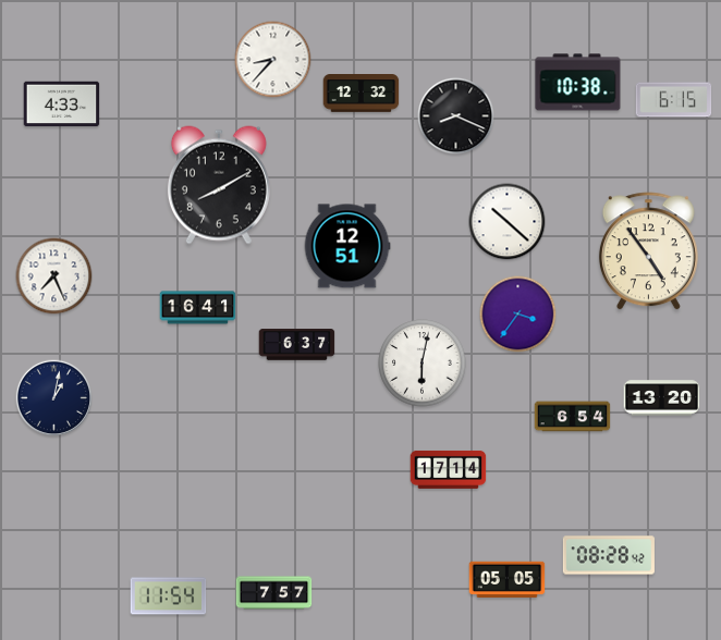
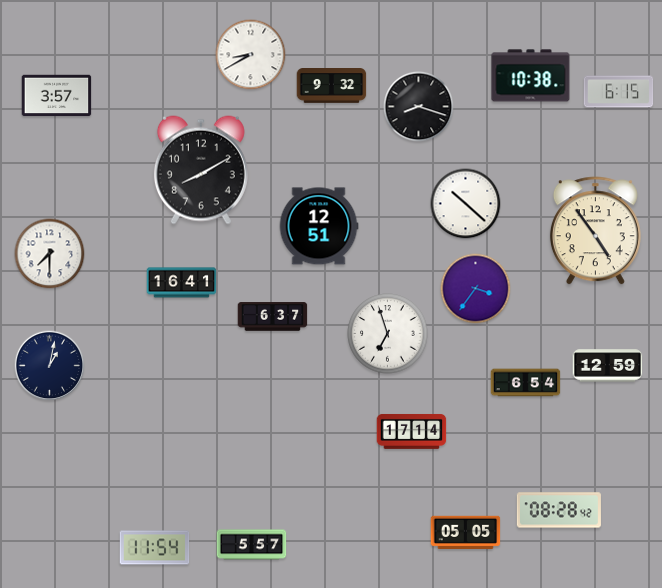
clock at (273, 60): 8:37 -> 8:40
clock at (362, 94): 12:32 -> 9:32
clock at (62, 104): 4:33 -> 3:57
clock at (456, 116): 8:19 -> 8:18
clock at (54, 276): 7:26 -> 7:30
clock at (423, 364): 6:02 -> 6:57
clock at (662, 398): 13:20 -> 12:59
clock at (274, 593): 7:57 -> 5:57
